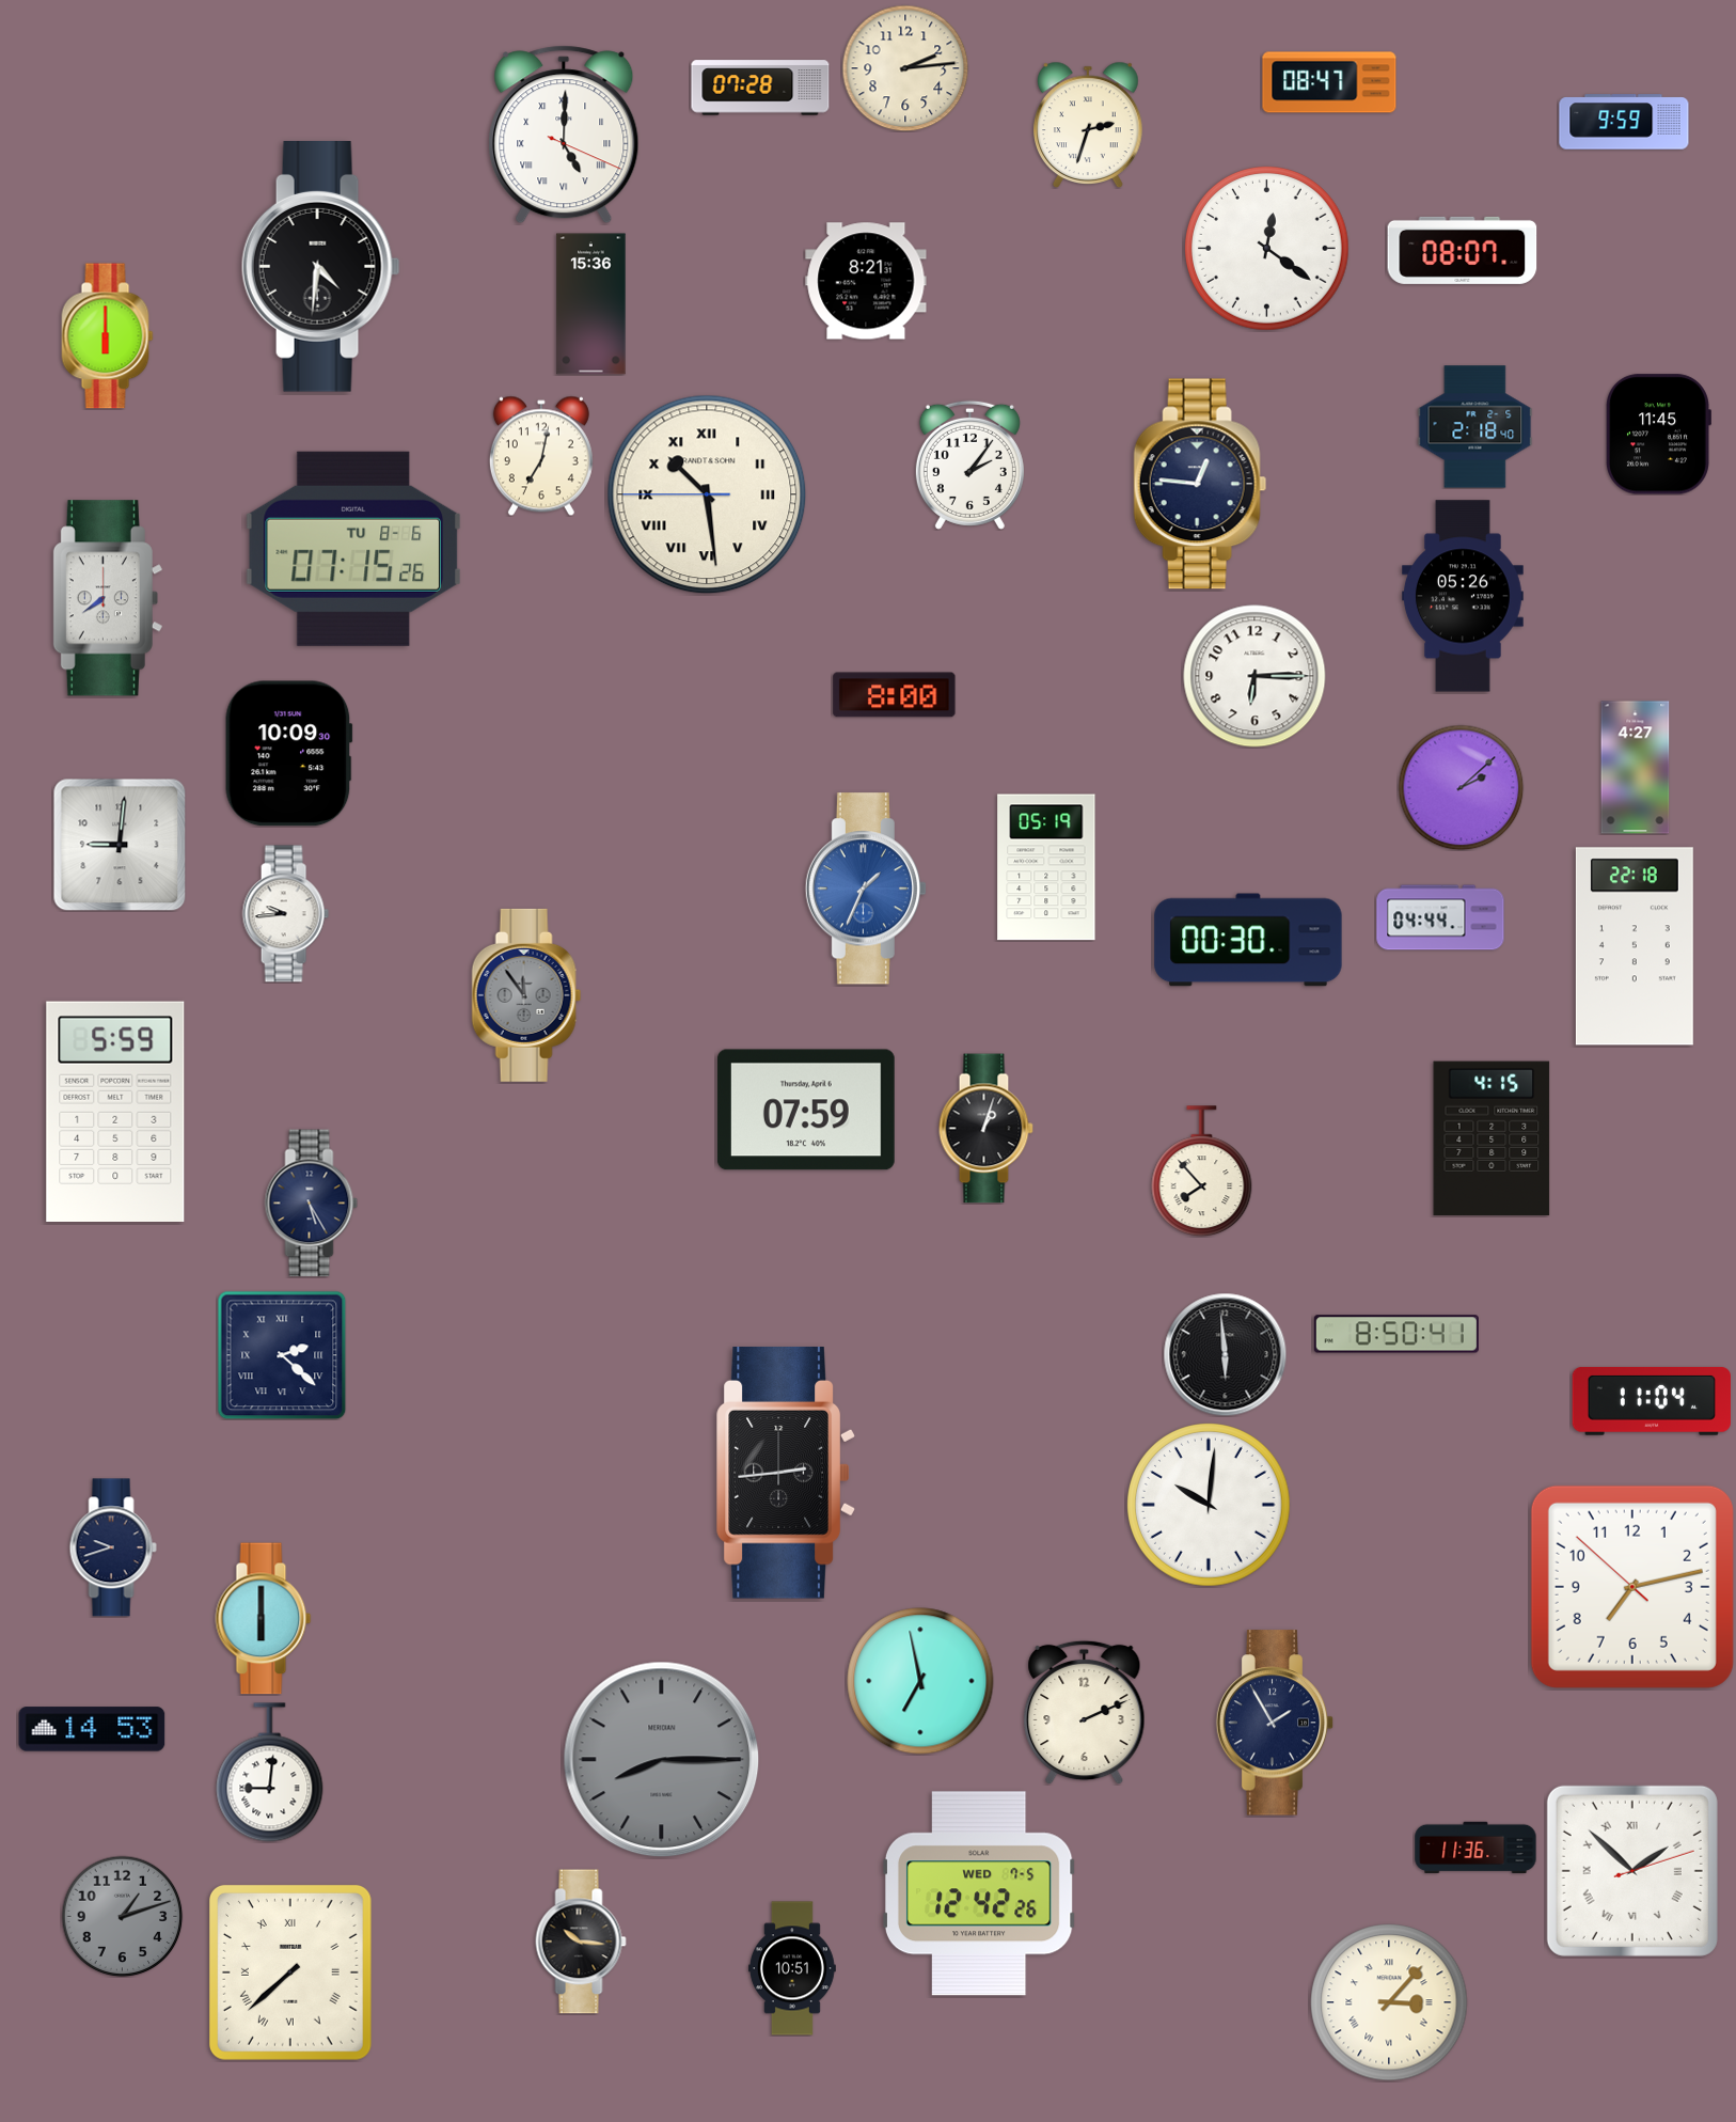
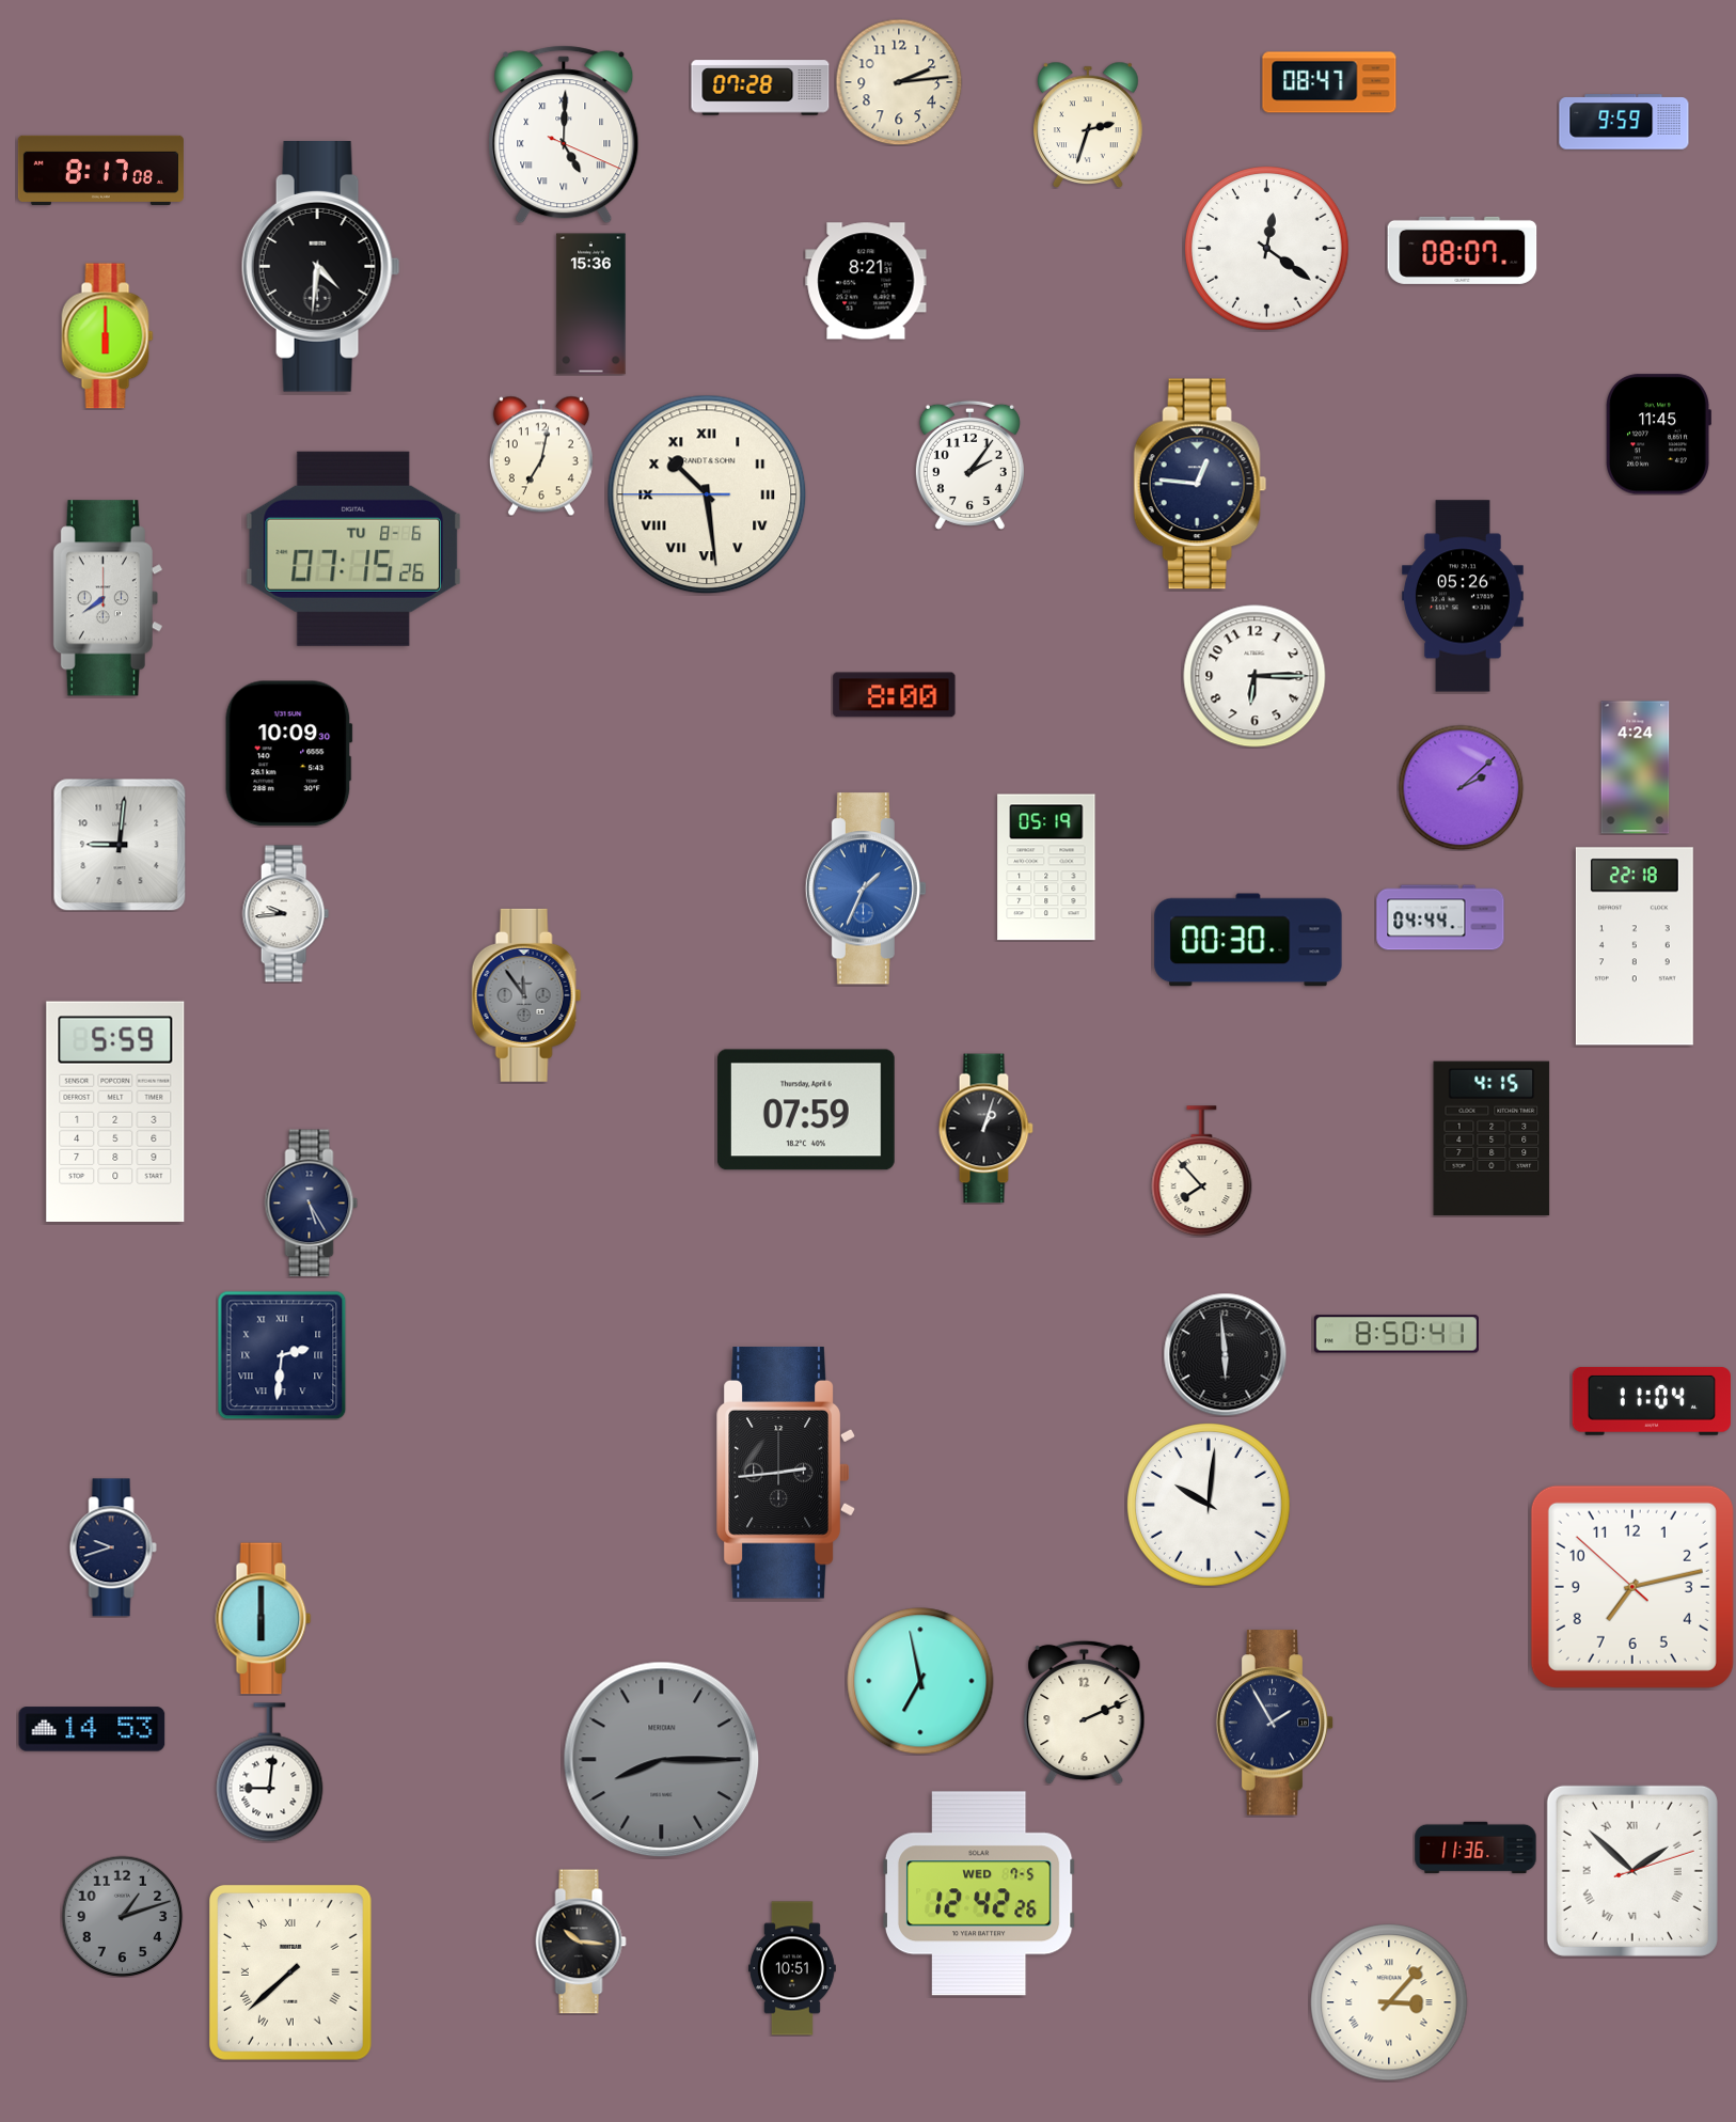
clock at (905, 68) position: (905, 68) -> (899, 82)
clock at (100, 170): none -> 8:17
clock at (1475, 427): 2:18 -> none
clock at (1636, 768): 4:27 -> 4:24
clock at (282, 1355): 2:22 -> 2:31
